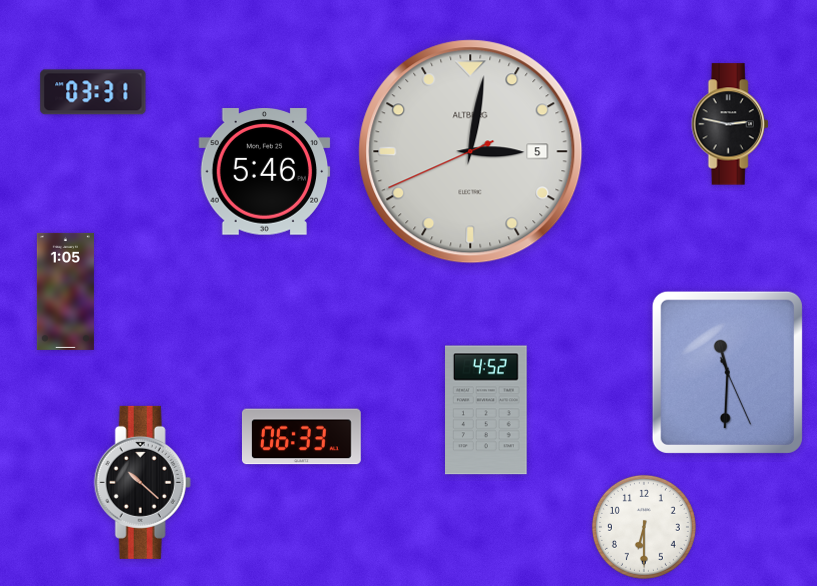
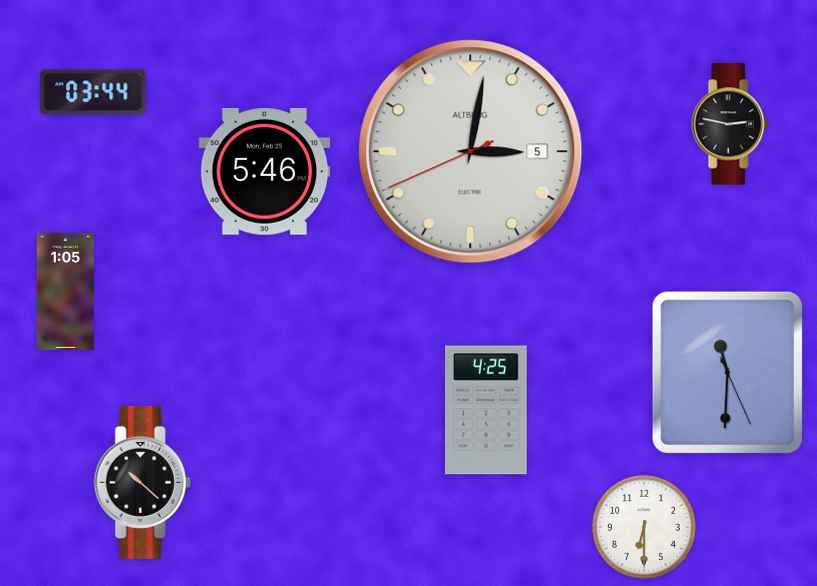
clock at (93, 92): 03:31 -> 03:44
clock at (487, 410): 4:52 -> 4:25
clock at (301, 437): 06:33 -> none
